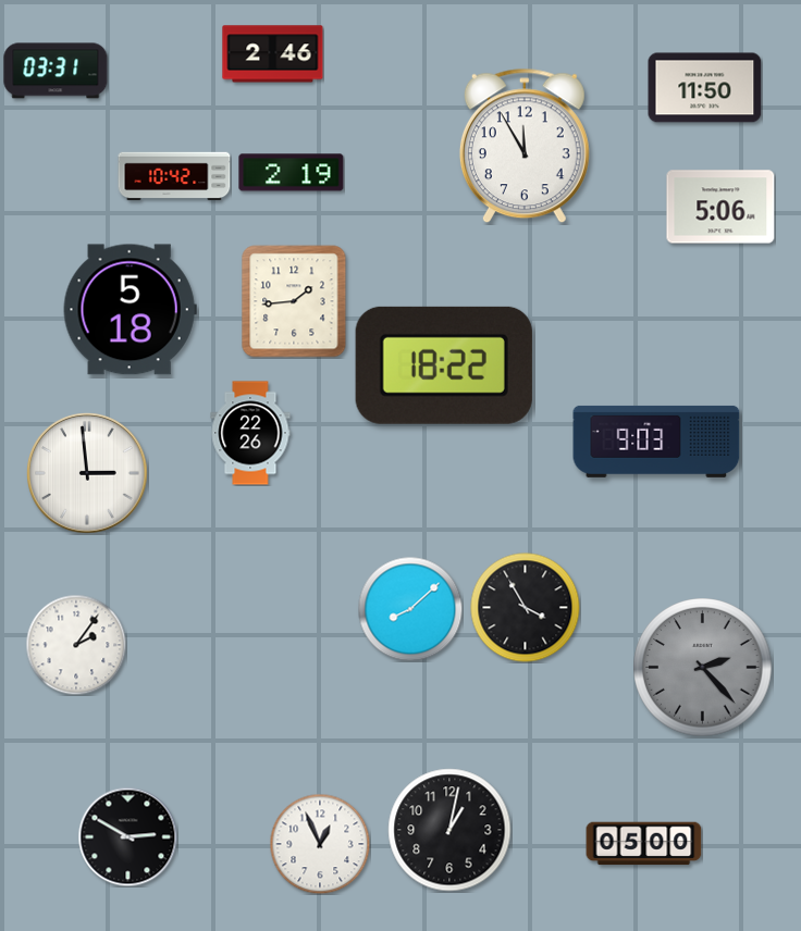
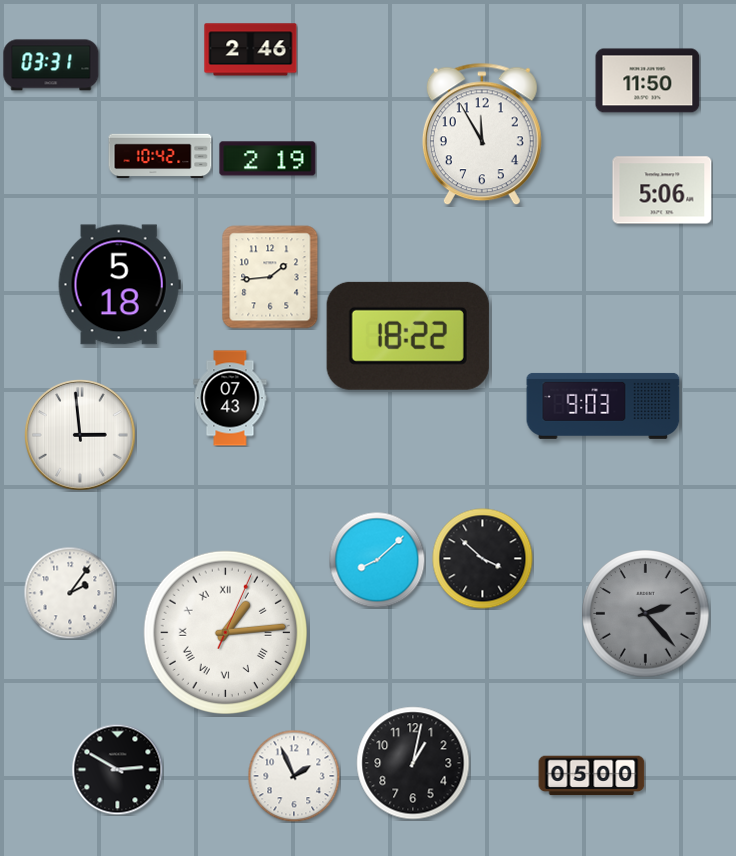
clock at (174, 176) position: (174, 176) -> (160, 156)
clock at (250, 433): 22:26 -> 07:43
clock at (526, 608): 3:55 -> 3:52
clock at (225, 632): none -> 1:14
clock at (320, 844): 12:56 -> 1:56
